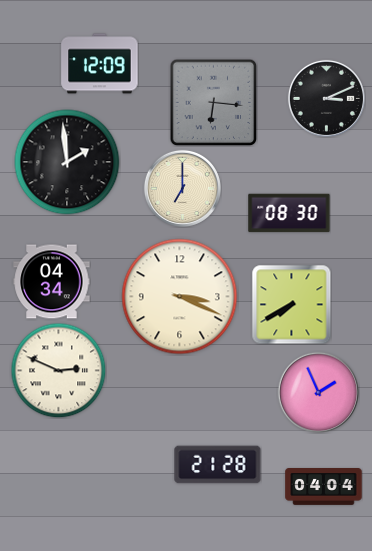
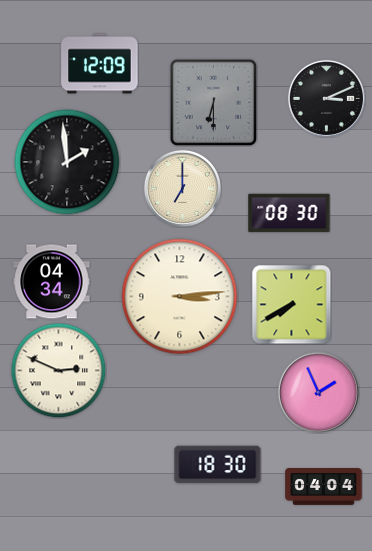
clock at (213, 102): 6:16 -> 6:30
clock at (180, 297): 3:19 -> 3:14
clock at (218, 465): 21:28 -> 18:30
